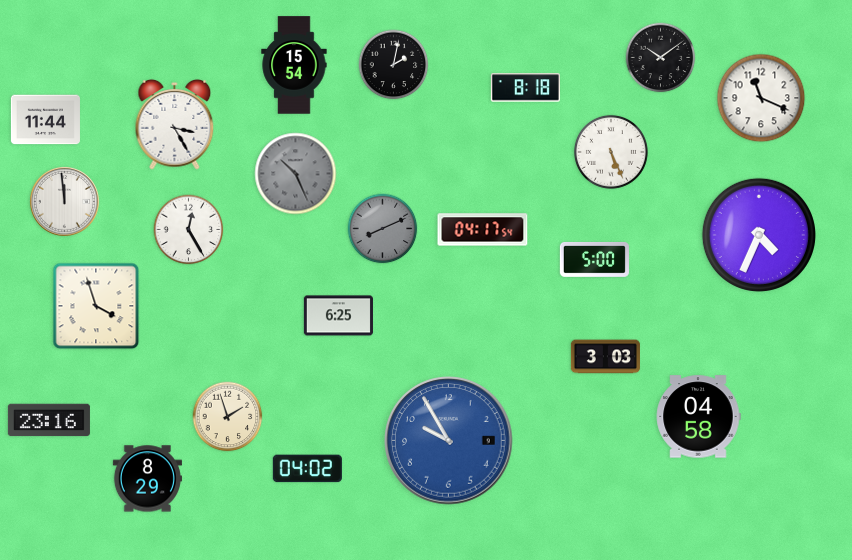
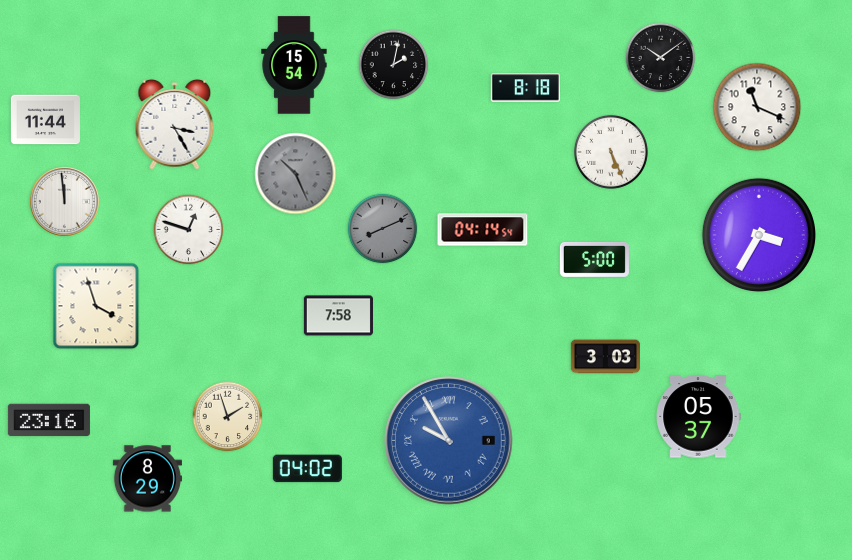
clock at (761, 98) position: (761, 98) -> (757, 107)
clock at (189, 230): 12:25 -> 12:48
clock at (483, 230): 04:17 -> 04:14
clock at (759, 235): 4:34 -> 3:35
clock at (338, 316): 6:25 -> 7:58
clock at (698, 417): 04:58 -> 05:37
clock at (449, 441) numerals: Arabic -> Roman
